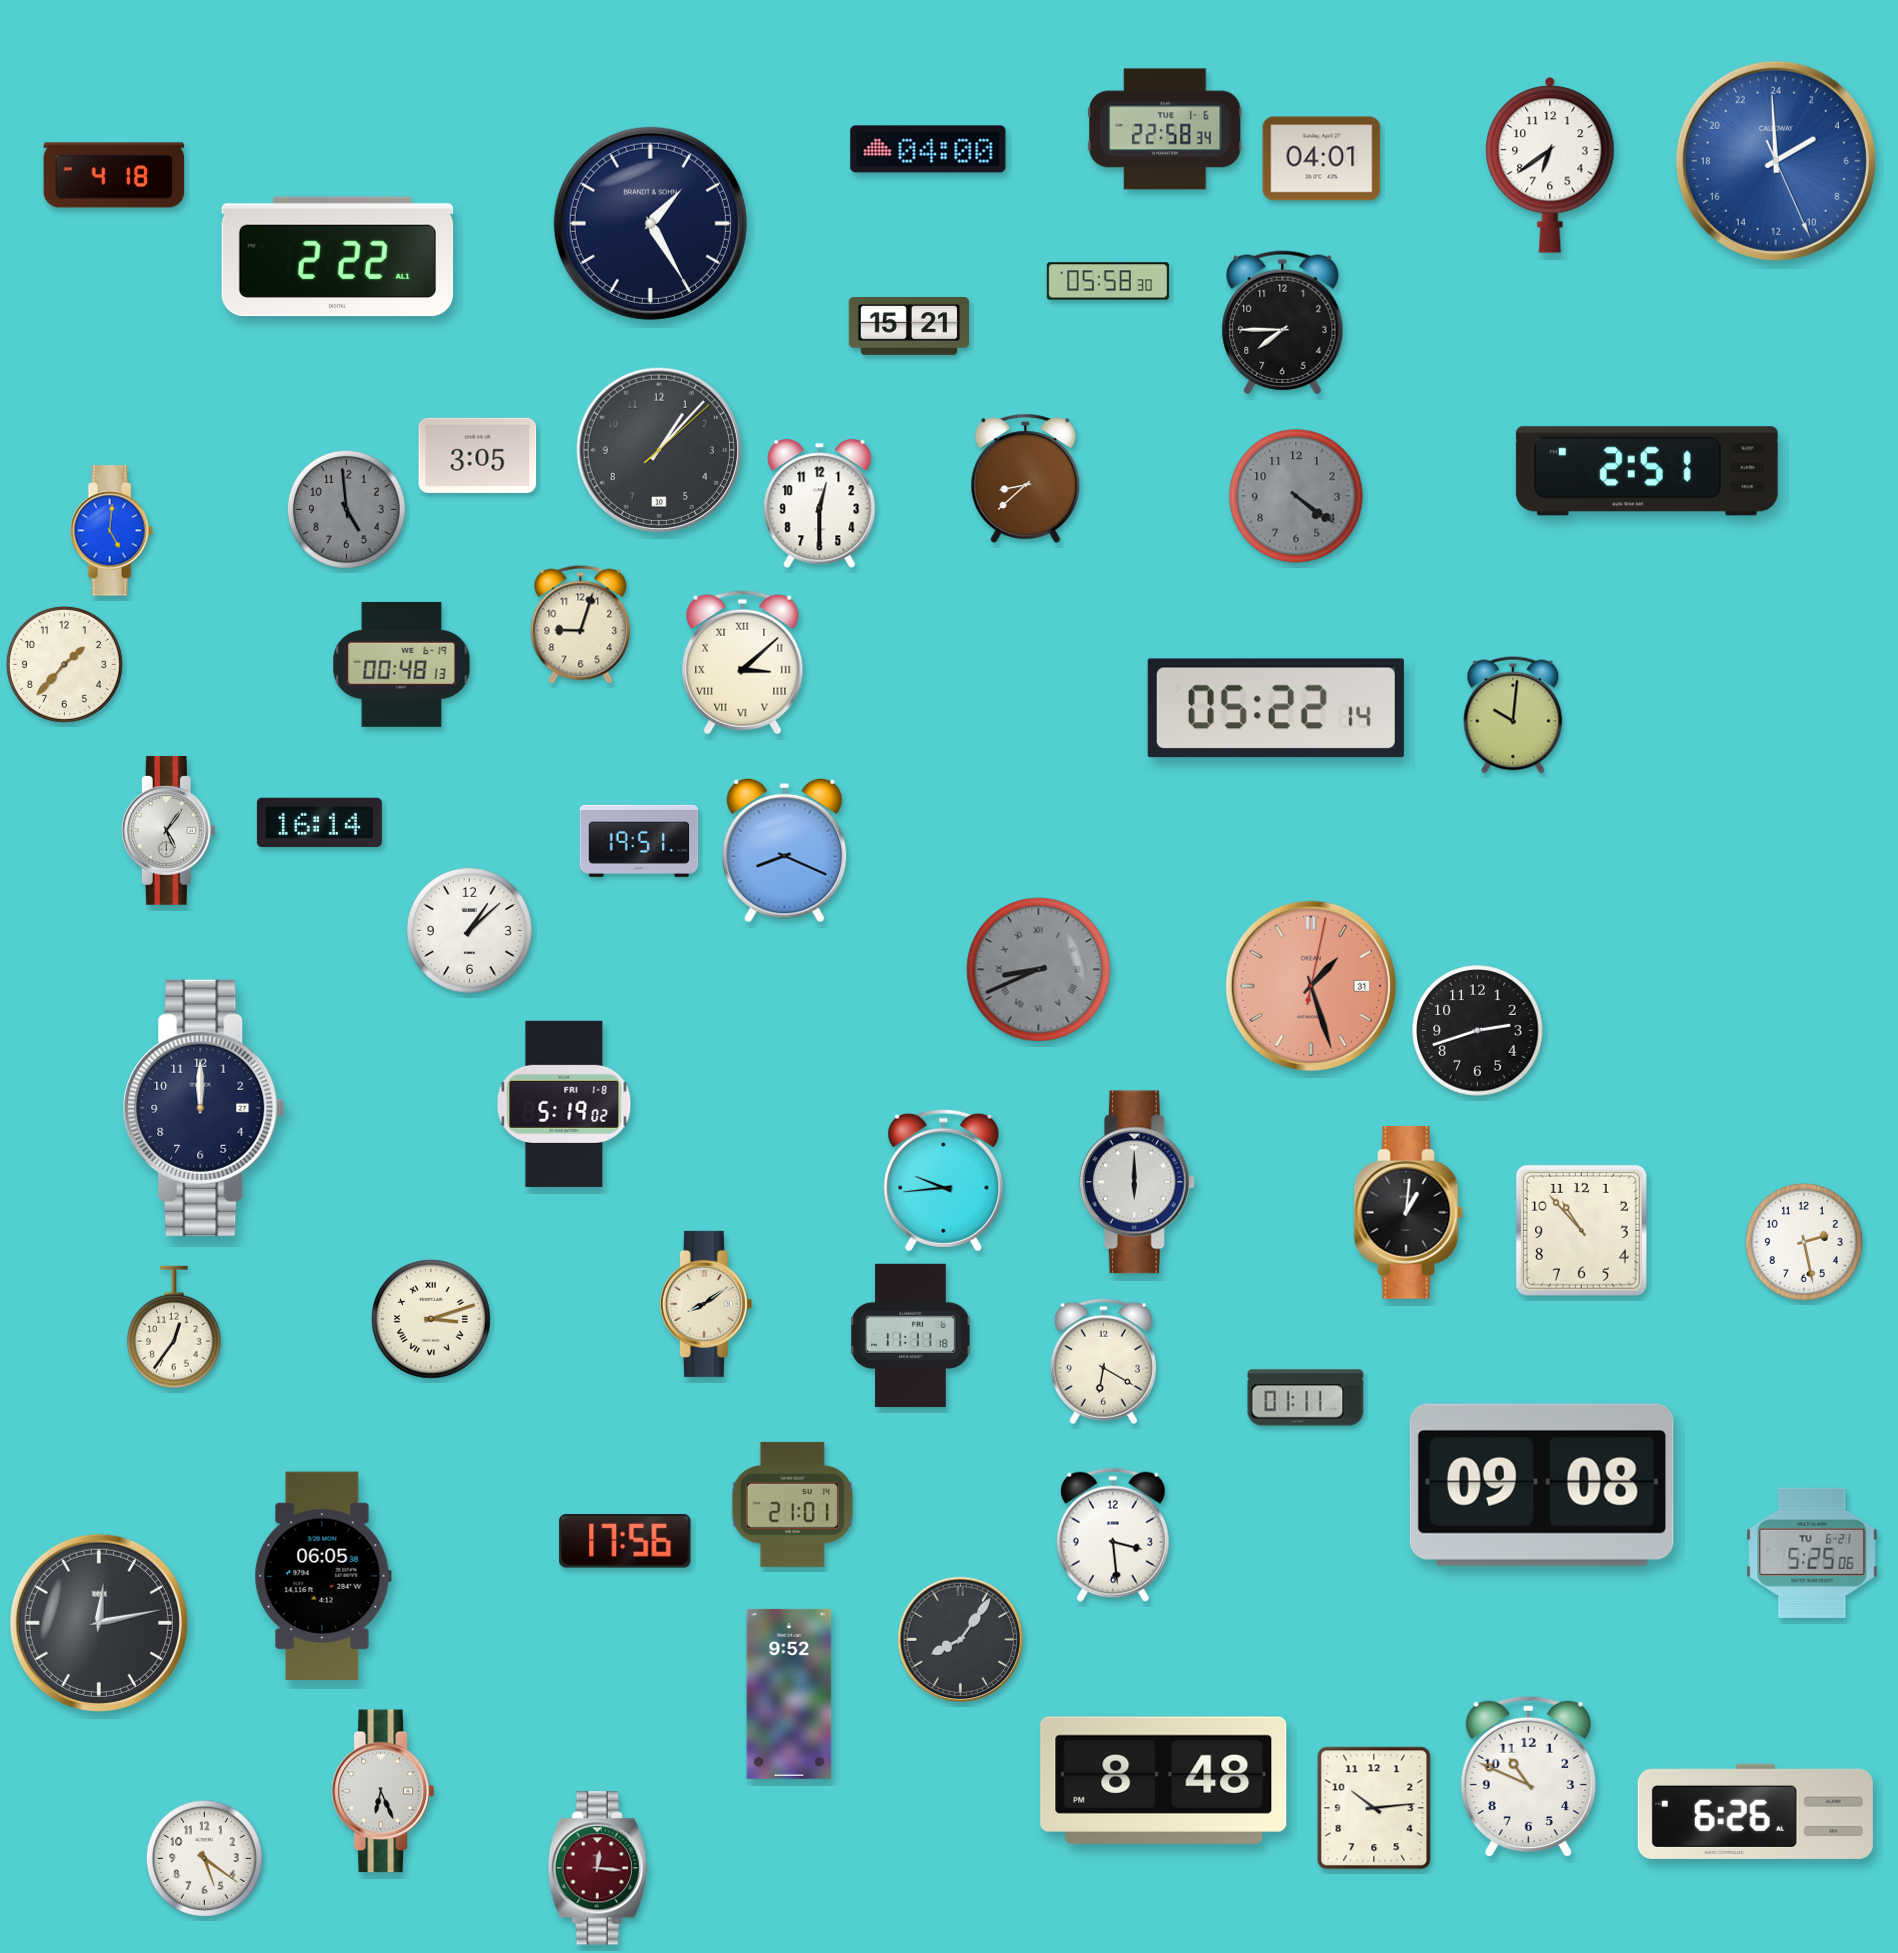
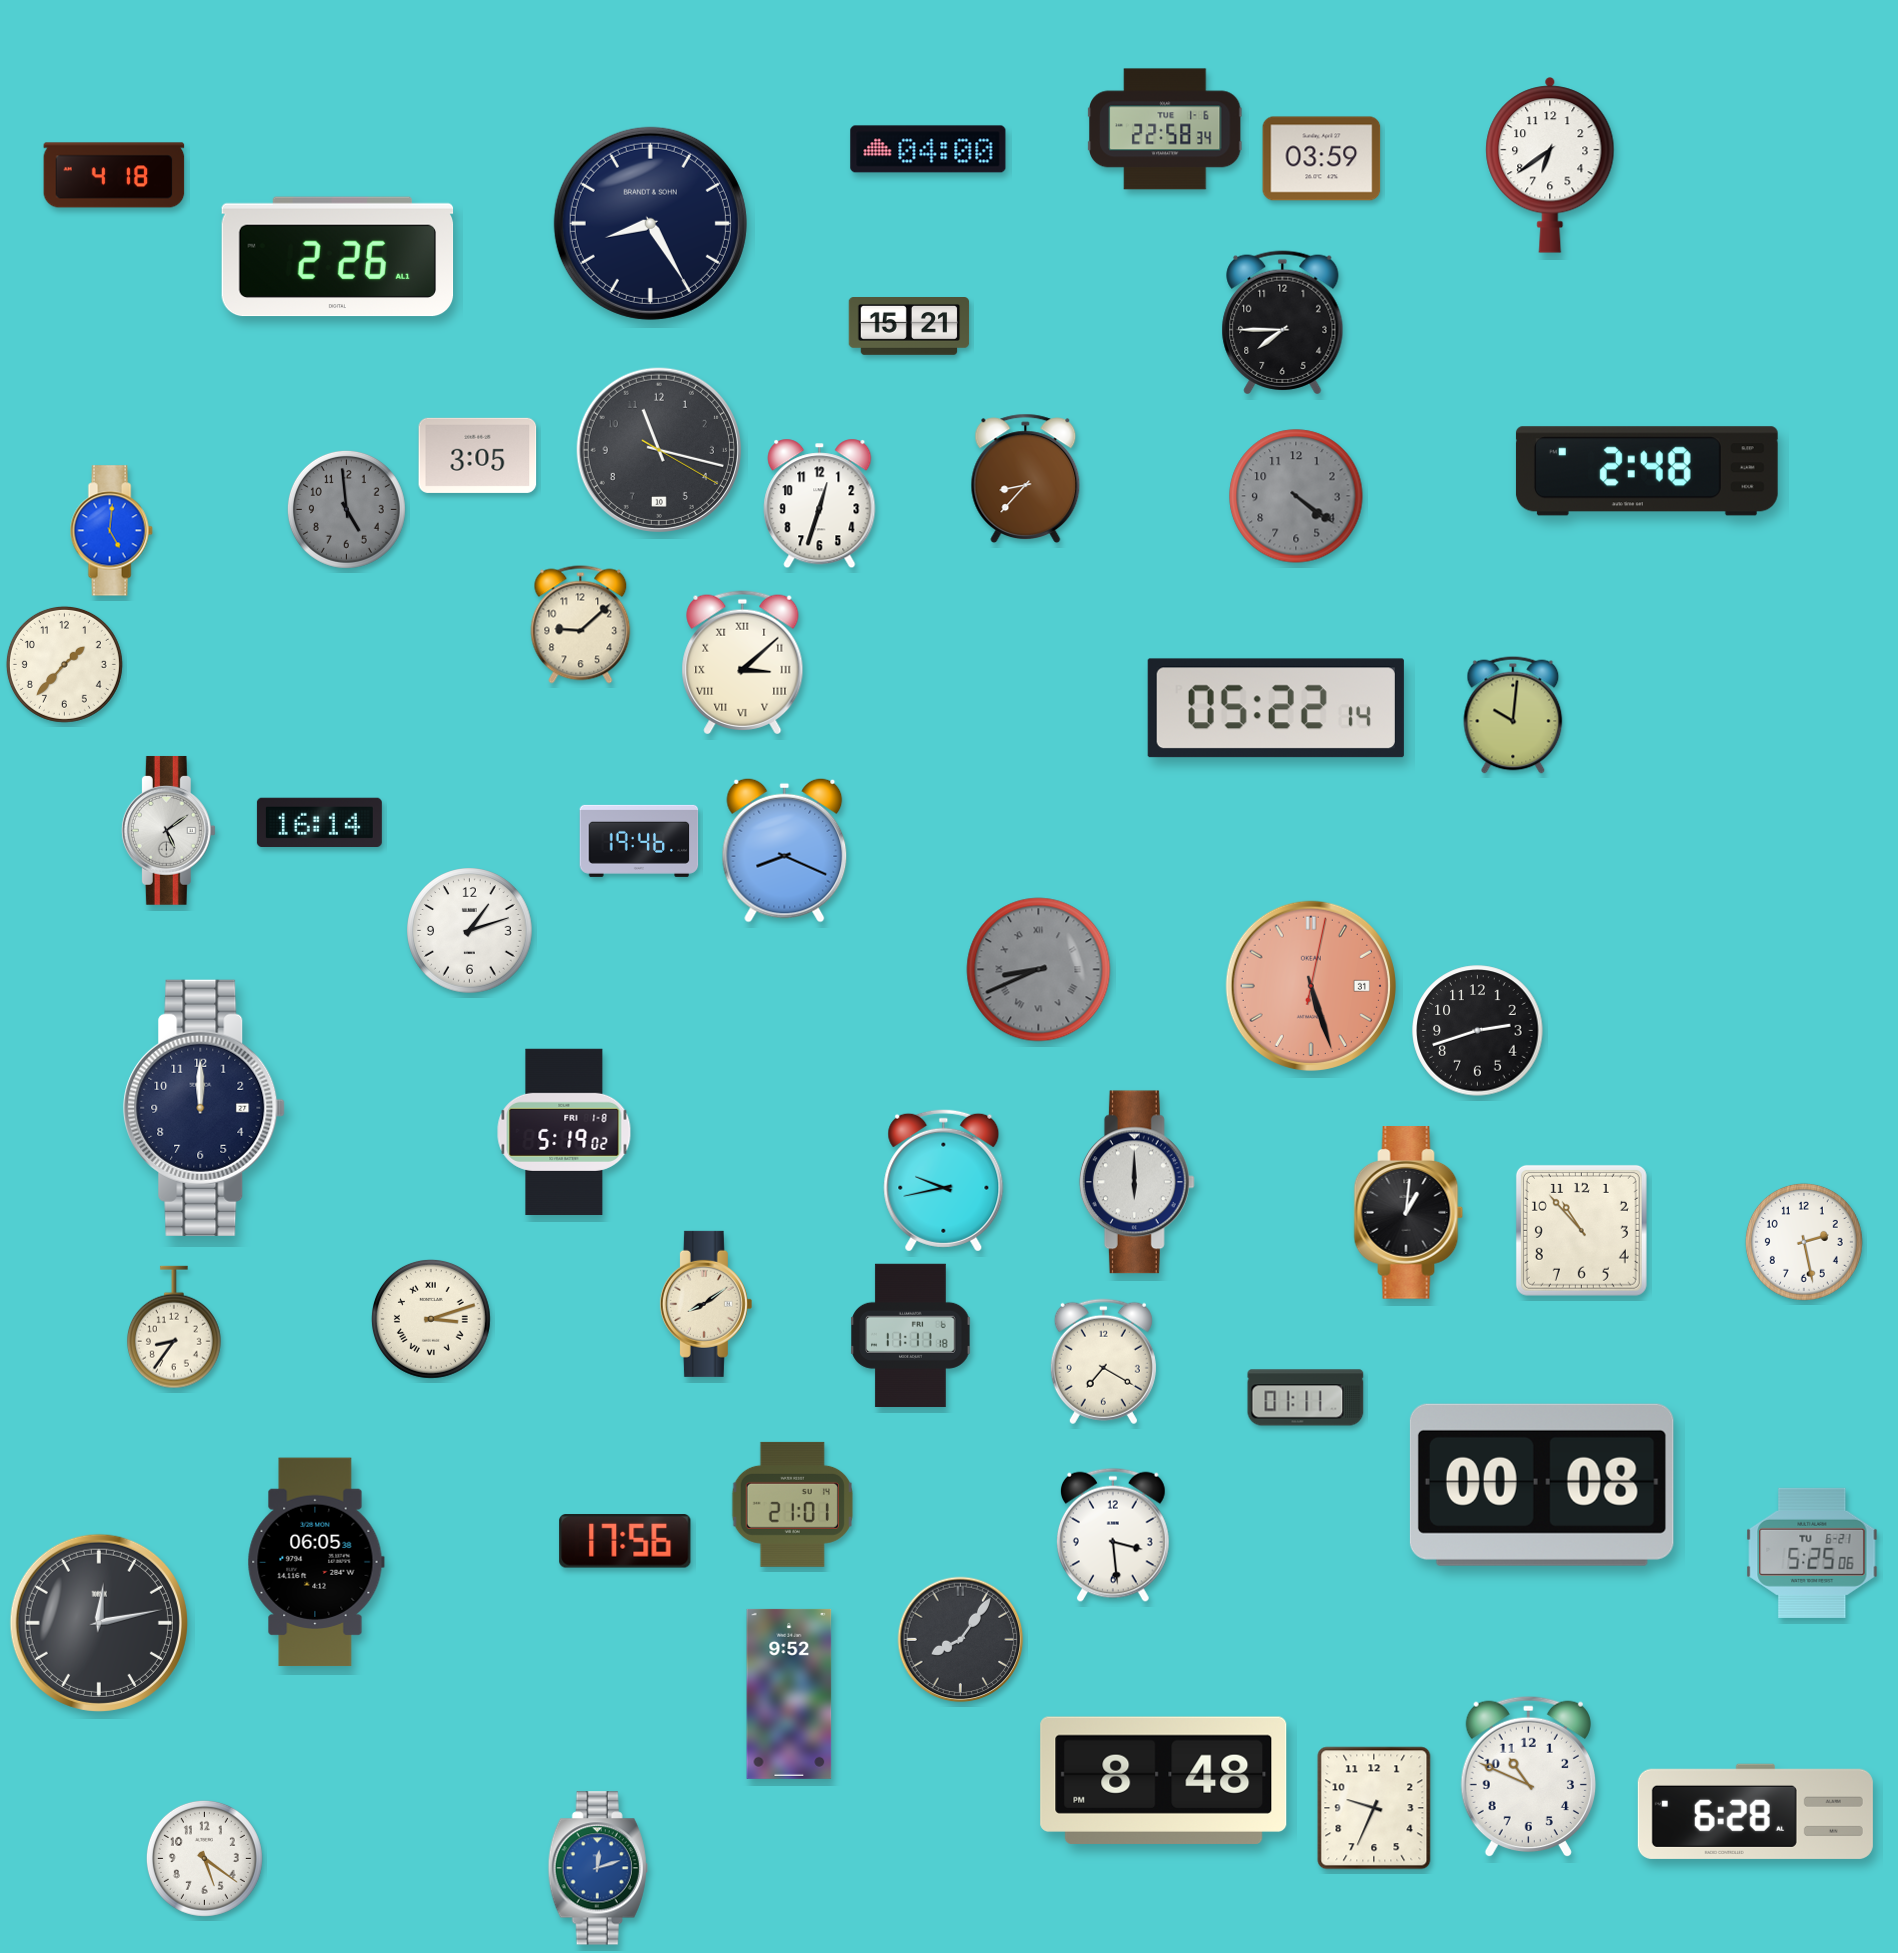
clock at (1322, 159): 04:01 -> 03:59
clock at (1776, 161): 3:59 -> none
clock at (650, 223): 1:25 -> 8:25
clock at (338, 257): 2:22 -> 2:26
clock at (1108, 281): 05:58 -> none
clock at (659, 450): 1:07 -> 11:17
clock at (1647, 471): 2:51 -> 2:48
clock at (1026, 479): 8:38 -> 8:37
clock at (820, 504): 12:30 -> 12:33
clock at (581, 625): 9:03 -> 9:08
clock at (402, 664): 00:48 -> none
clock at (168, 830): 5:06 -> 5:09
clock at (639, 841): 19:51 -> 19:46
clock at (470, 931): 1:08 -> 1:12
clock at (1311, 986): 1:27 -> 5:27
clock at (564, 1104) position: (564, 1104) -> (564, 1132)
clock at (944, 1180): 9:44 -> 9:43
clock at (174, 1327): 12:36 -> 8:36
clock at (1103, 1362): 6:20 -> 7:20
clock at (1542, 1485): 09:08 -> 00:08
clock at (323, 1576) position: (323, 1576) -> (316, 1562)
clock at (383, 1791): 6:26 -> none
clock at (1374, 1808): 10:14 -> 9:34
clock at (1755, 1811): 6:26 -> 6:28
clock at (598, 1868): 12:16 -> 12:12
clock at (598, 1868) dial: burgundy -> blue
